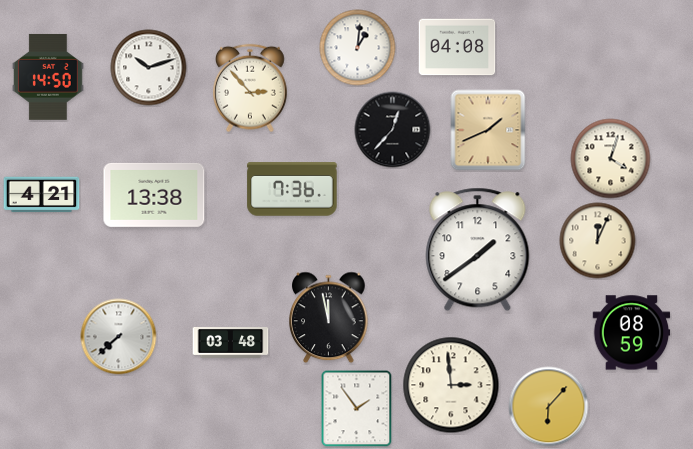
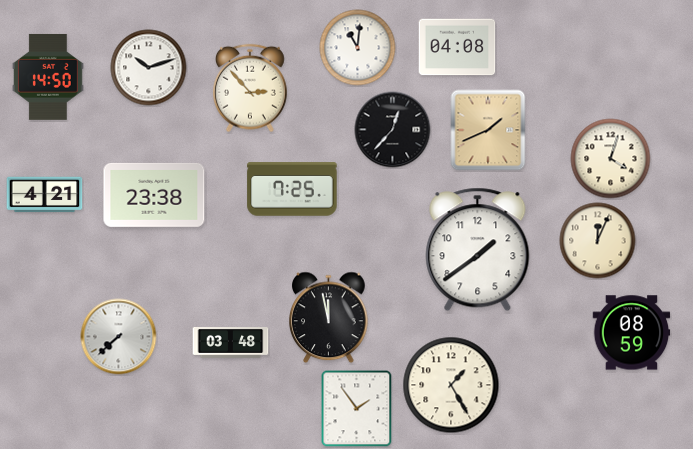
clock at (358, 48): 1:01 -> 11:01
clock at (292, 189): 7:36 -> 7:25
clock at (42, 195) position: (42, 195) -> (45, 195)
clock at (154, 195): 13:38 -> 23:38
clock at (451, 385): 2:59 -> 1:25
clock at (549, 407): 6:07 -> none
